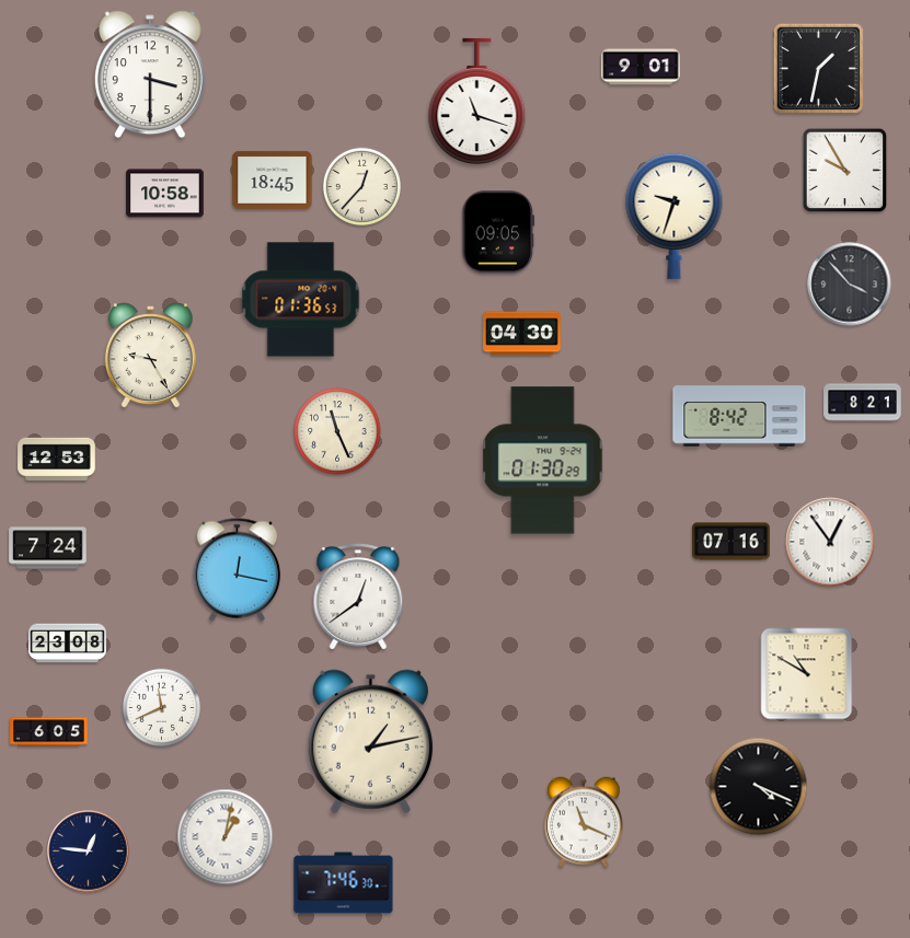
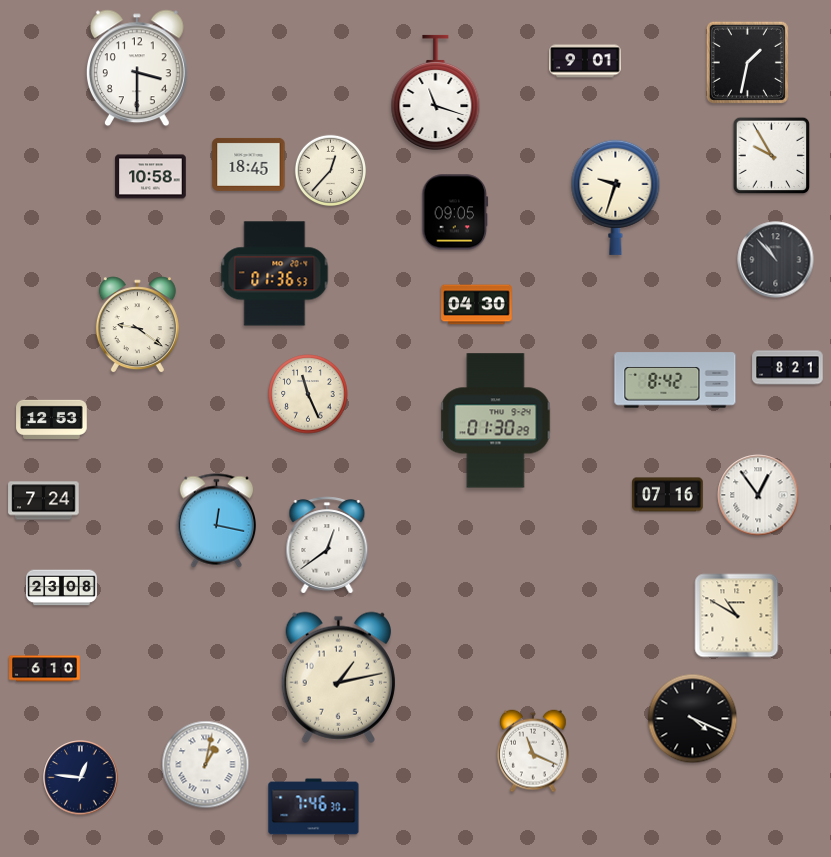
clock at (850, 285): 3:53 -> 10:53
clock at (150, 356): 9:25 -> 9:21
clock at (161, 707): 11:41 -> none
clock at (49, 732): 6:05 -> 6:10
